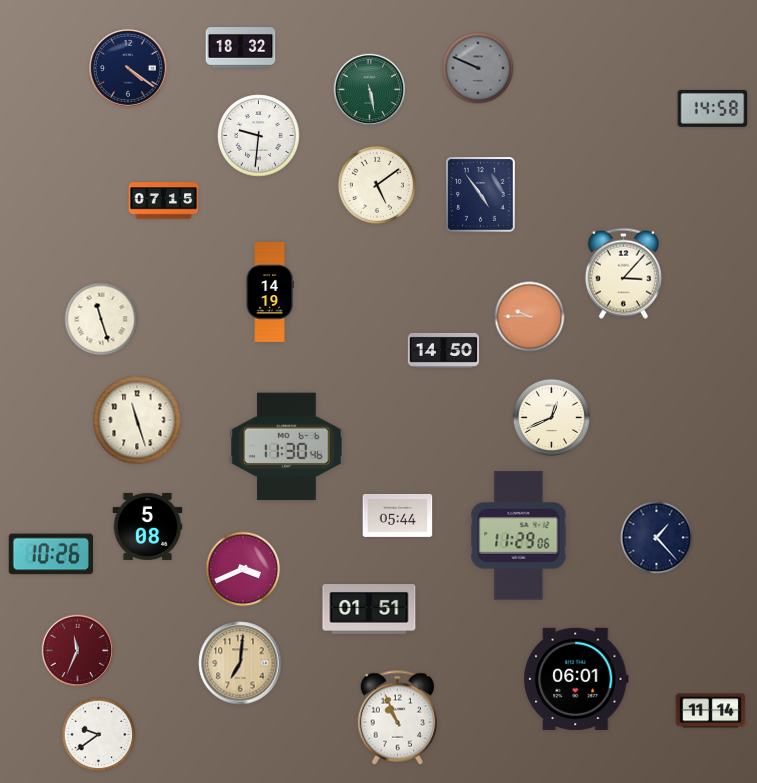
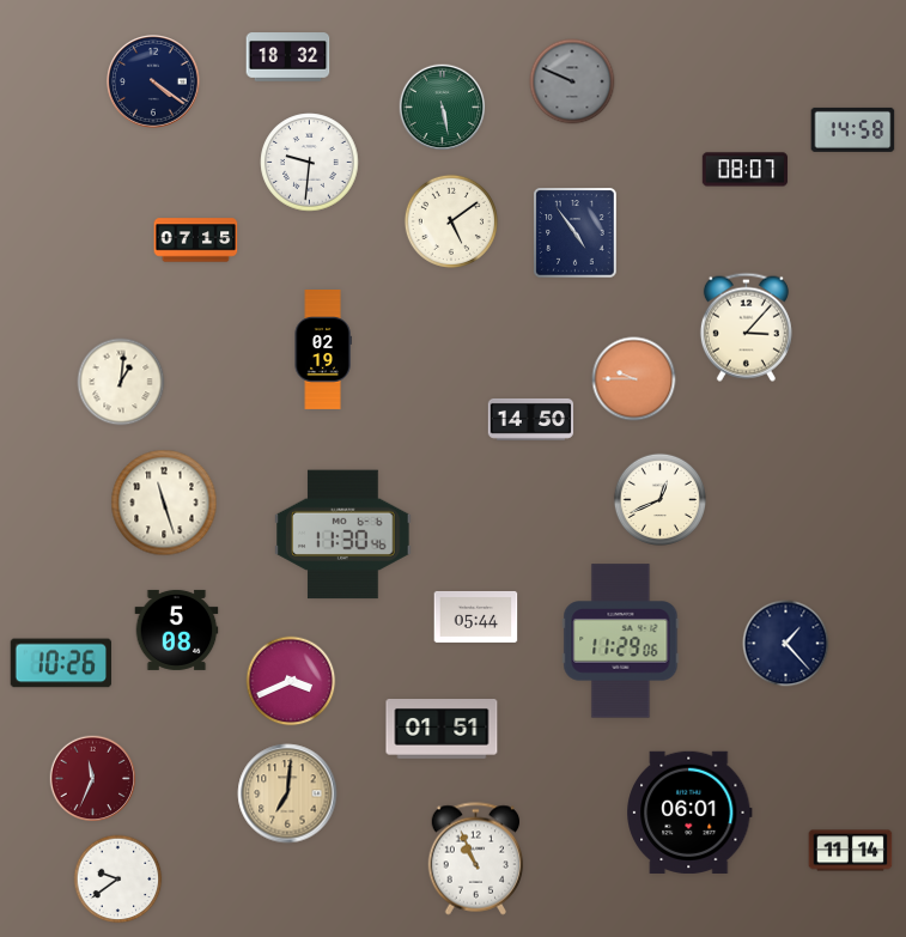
clock at (746, 170): none -> 08:07
clock at (270, 293): 14:19 -> 02:19
clock at (101, 319): 11:27 -> 1:01
